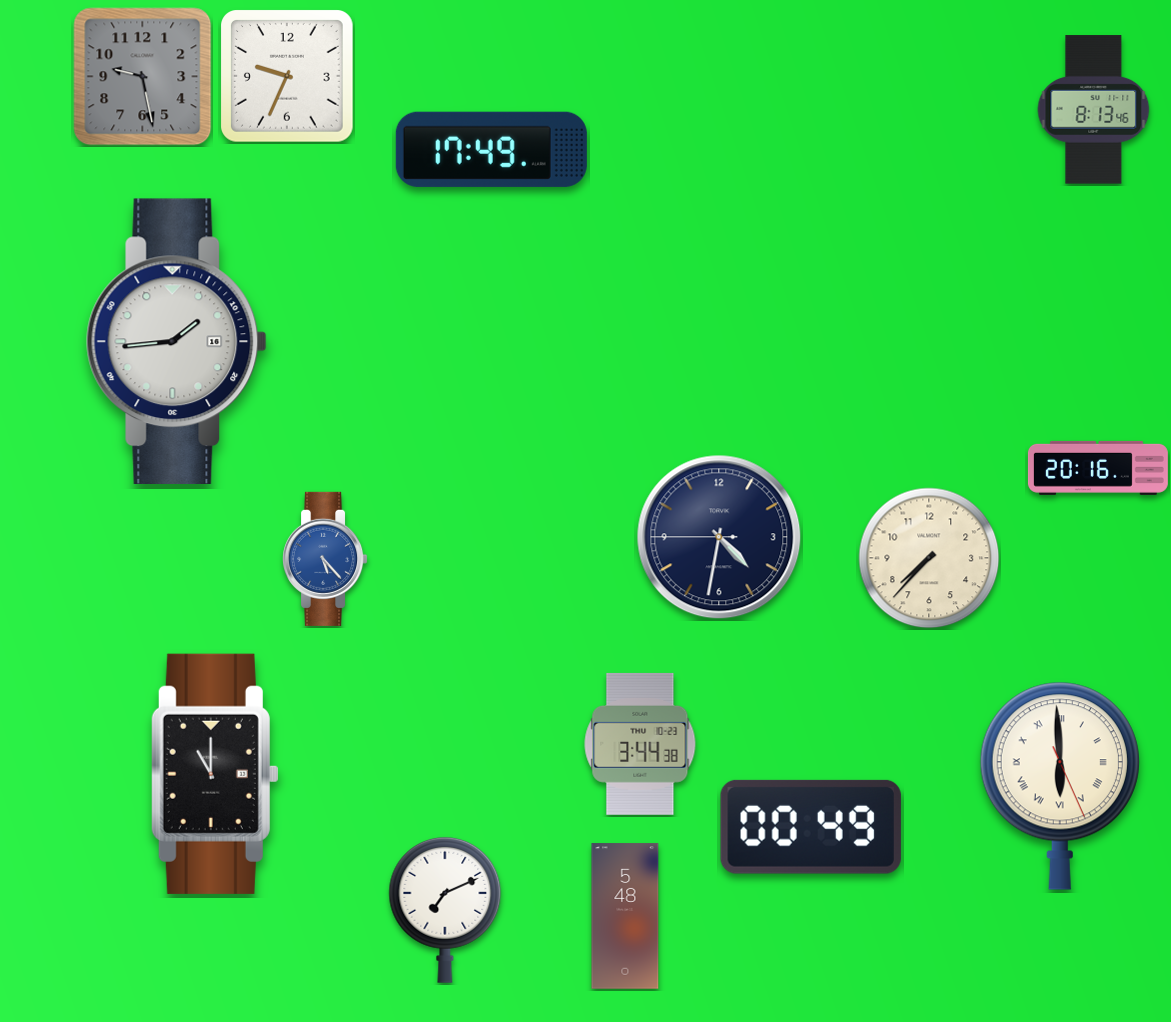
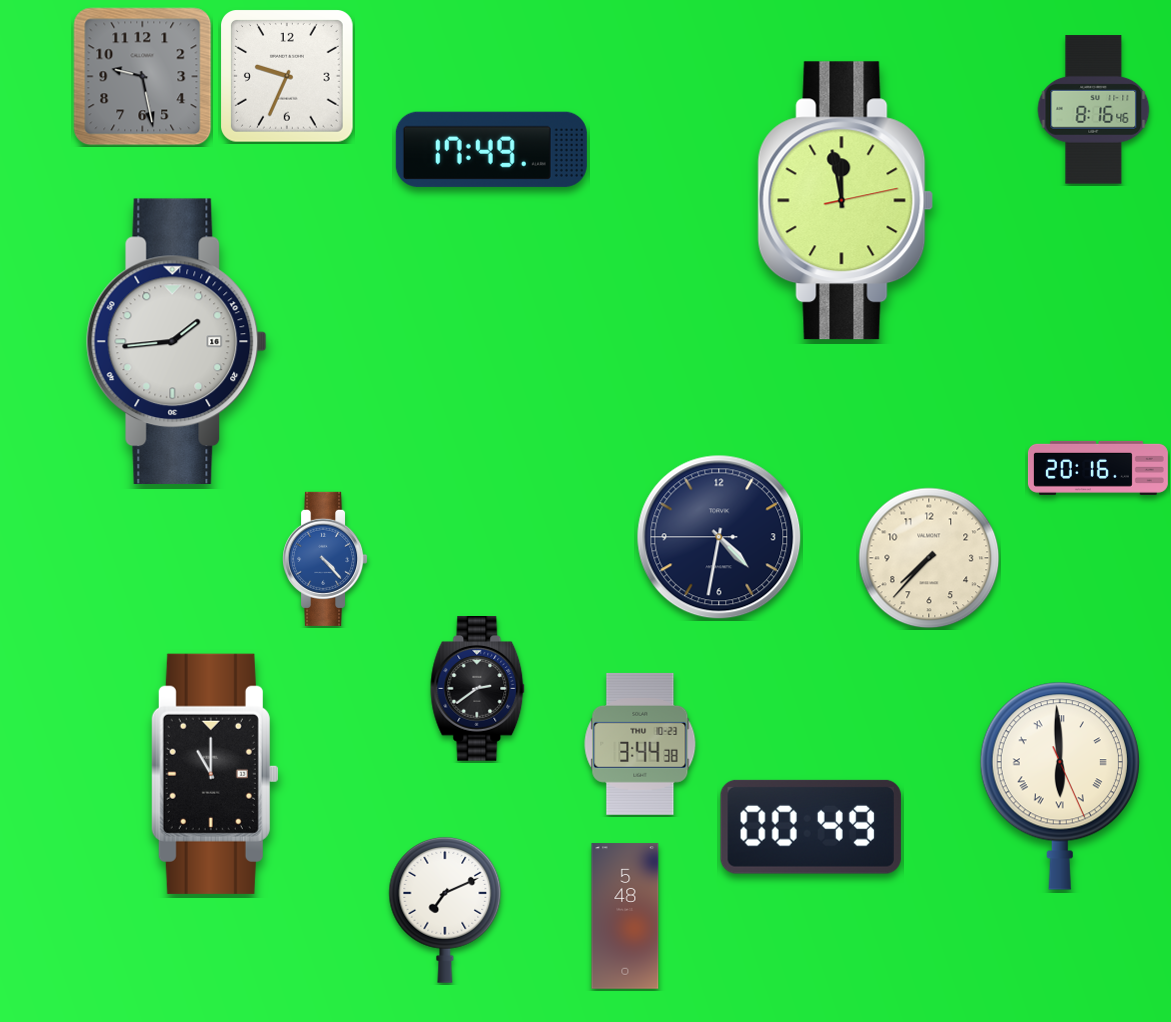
clock at (1094, 110): 8:13 -> 8:16
clock at (846, 201): none -> 11:58
clock at (326, 559): 5:23 -> 4:23
clock at (478, 689): none -> 2:39
